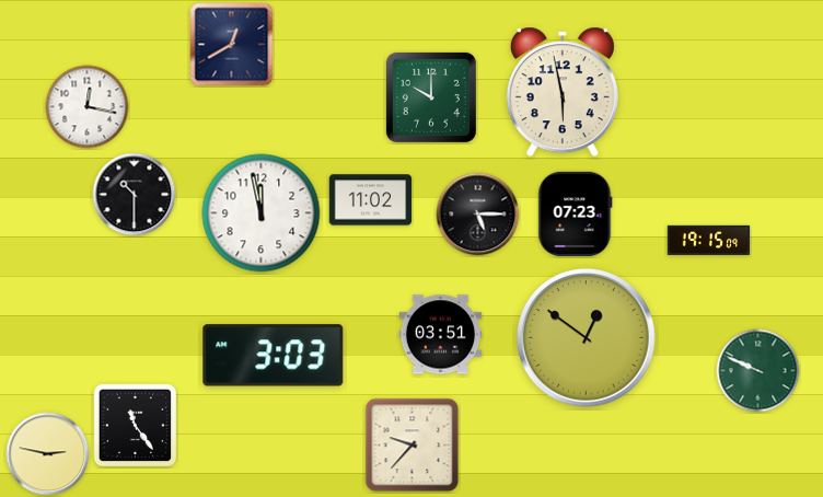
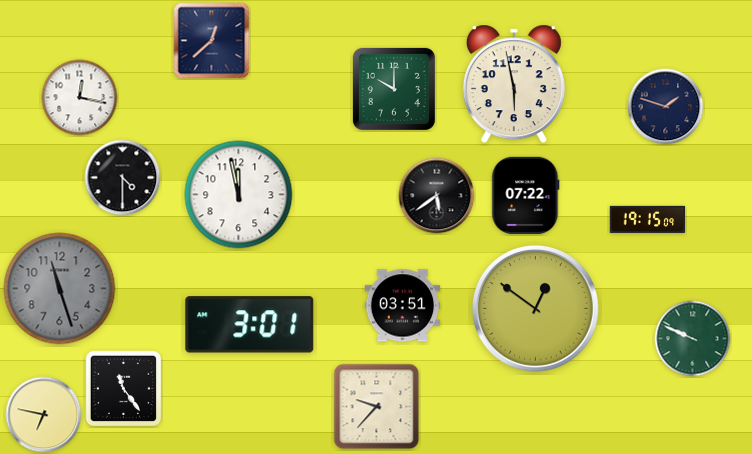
clock at (232, 45): 12:40 -> 12:38
clock at (666, 107): none -> 1:48
clock at (135, 195): 10:30 -> 4:30
clock at (371, 200): 11:02 -> none
clock at (576, 213): 07:23 -> 07:22
clock at (478, 215): 5:15 -> 5:39
clock at (60, 289): none -> 11:27
clock at (274, 356): 3:03 -> 3:01
clock at (48, 454): 2:47 -> 6:47
